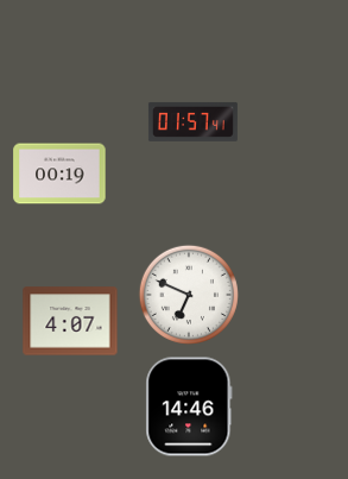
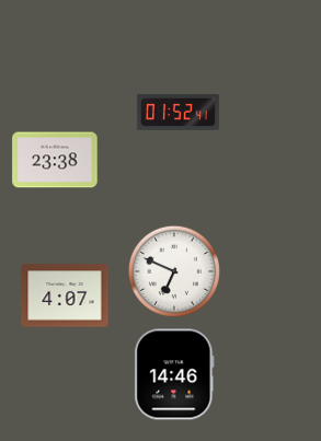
clock at (192, 121): 01:57 -> 01:52
clock at (59, 174): 00:19 -> 23:38
